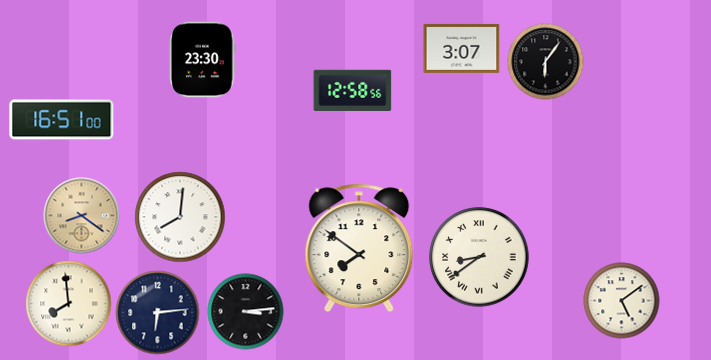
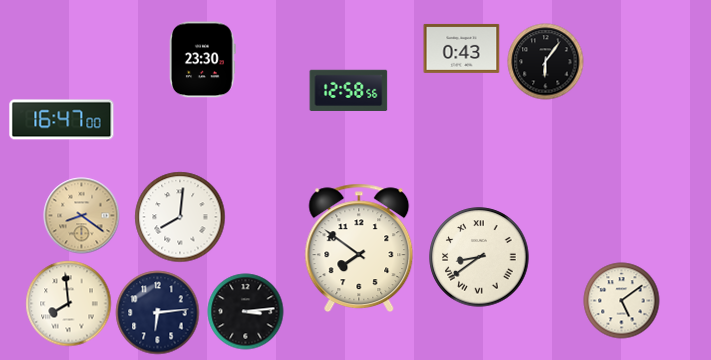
clock at (462, 48): 3:07 -> 0:43
clock at (353, 90) position: (353, 90) -> (349, 90)
clock at (62, 120): 16:51 -> 16:47
